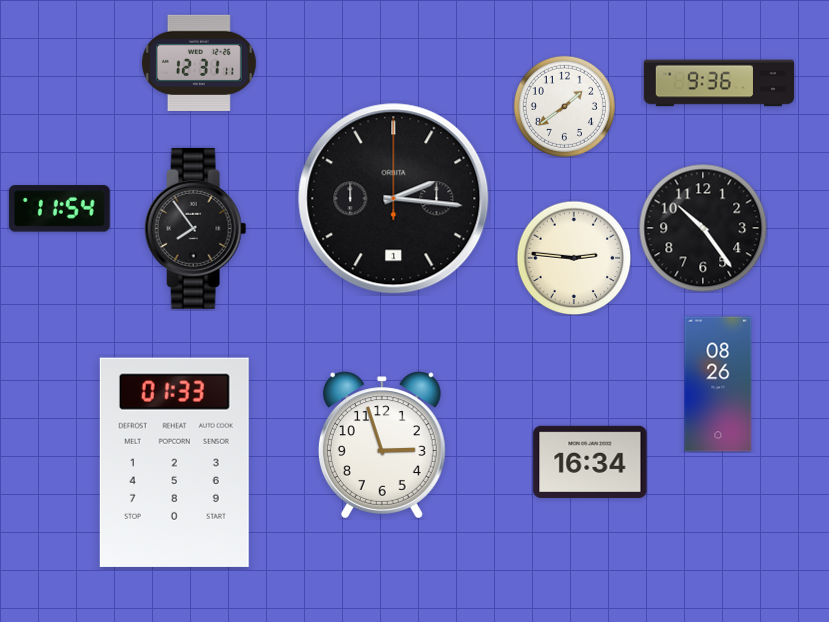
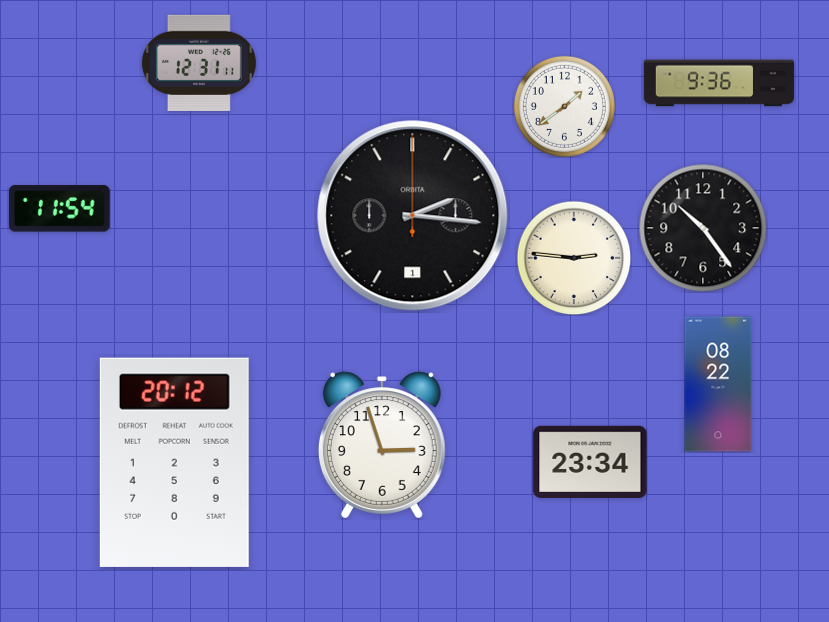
clock at (394, 199) position: (394, 199) -> (413, 216)
clock at (196, 228): 7:54 -> none
clock at (718, 384): 08:26 -> 08:22
clock at (174, 462): 01:33 -> 20:12
clock at (590, 462): 16:34 -> 23:34
